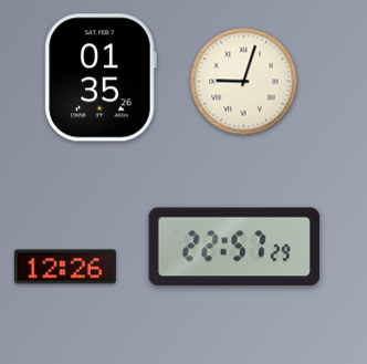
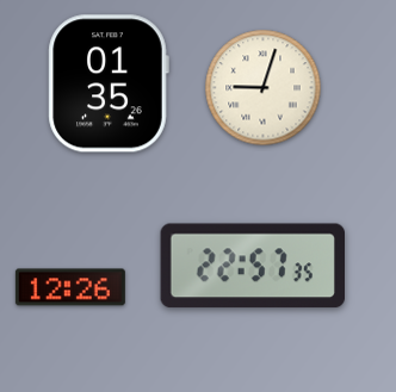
clock at (233, 247): 22:57:29 -> 22:57:35
